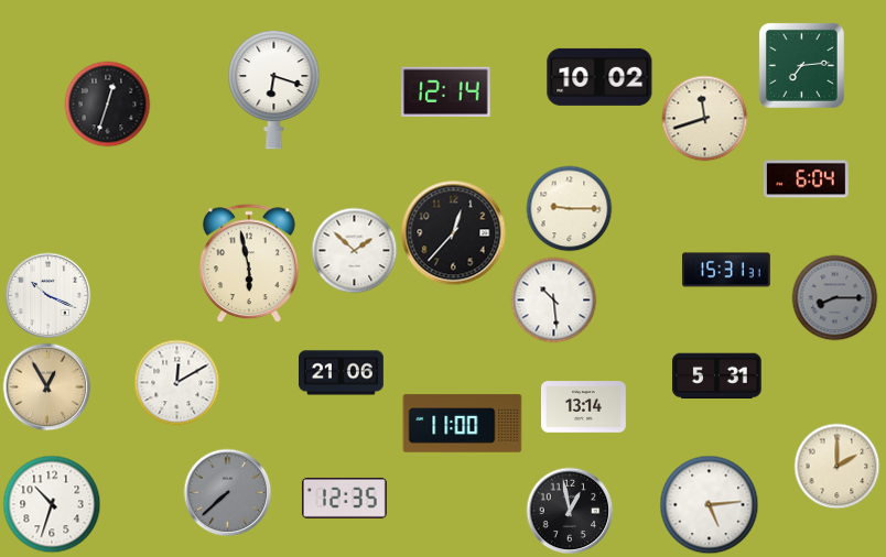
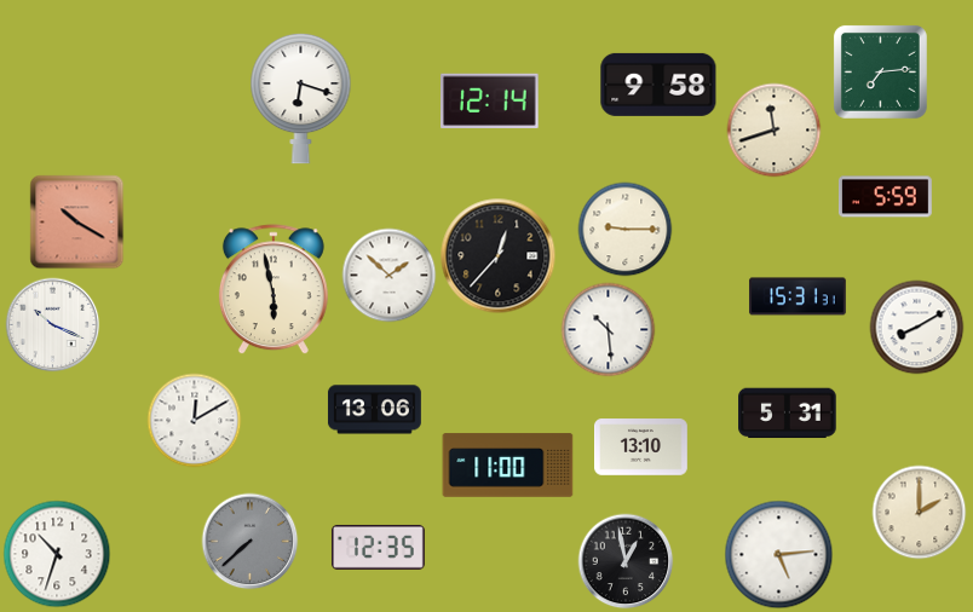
clock at (599, 77): 10:02 -> 9:58
clock at (107, 103): 12:33 -> none
clock at (806, 179): 6:04 -> 5:59
clock at (76, 221): none -> 10:20
clock at (834, 297): 8:15 -> 8:10
clock at (834, 297) dial: grey -> white
clock at (341, 373): 21:06 -> 13:06
clock at (46, 386): 12:55 -> none
clock at (584, 407): 13:14 -> 13:10
